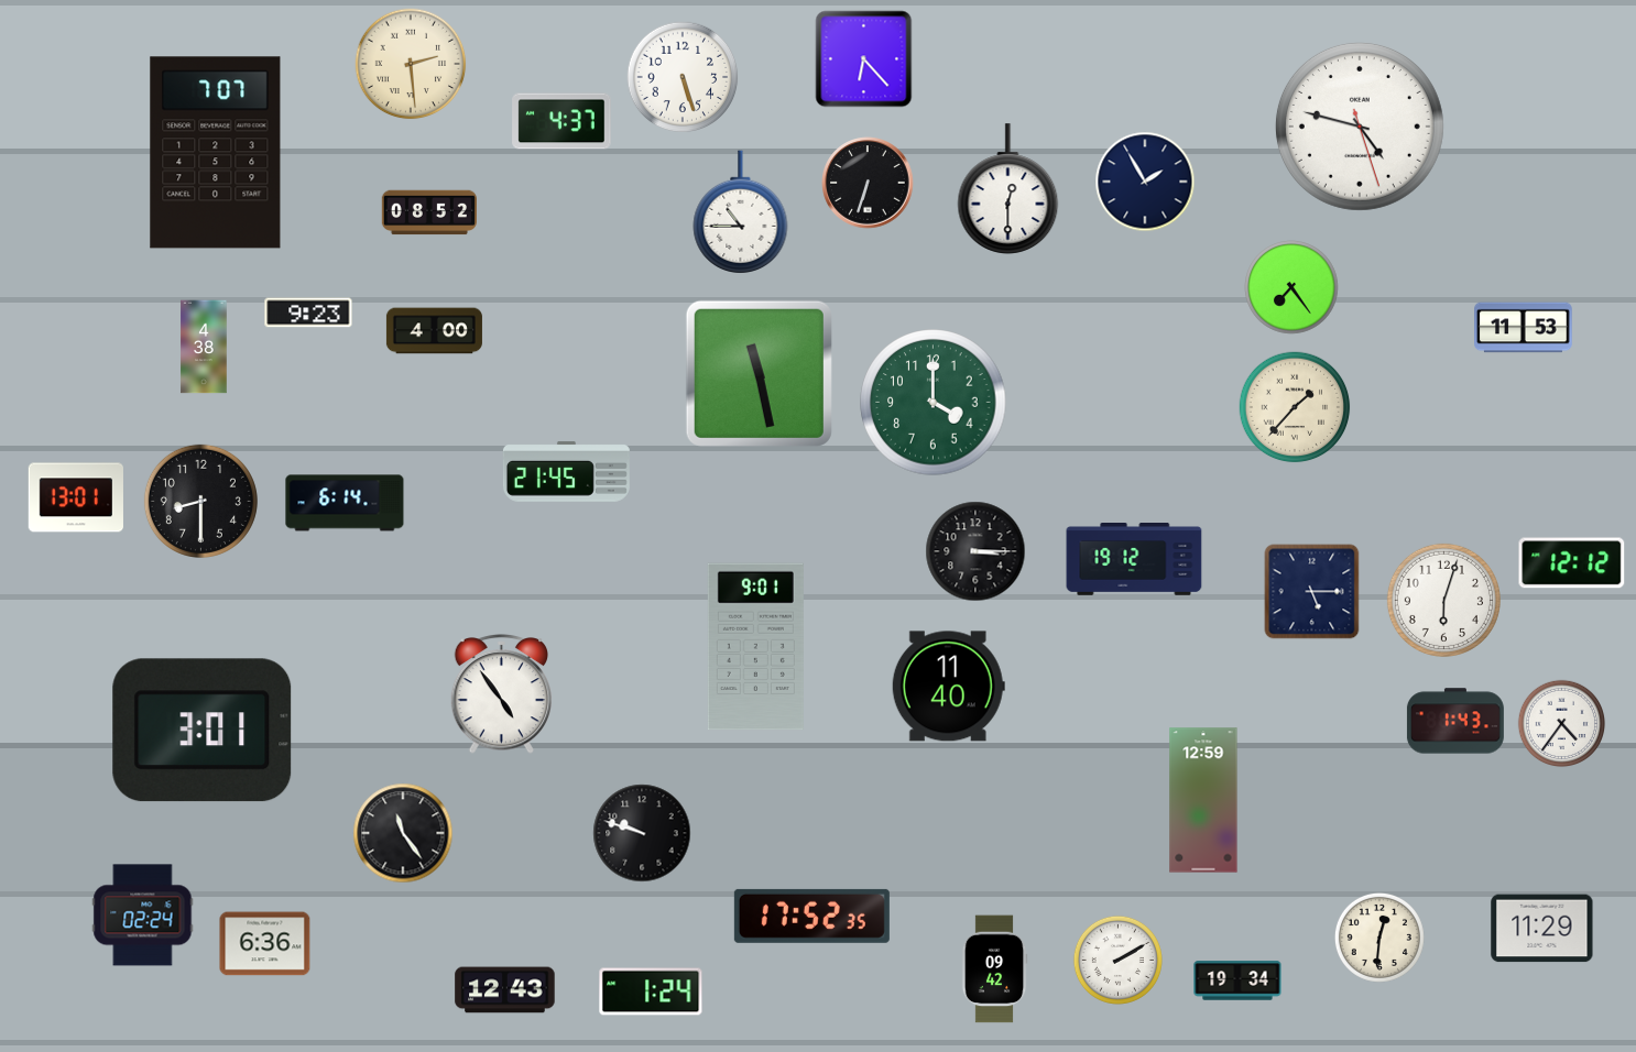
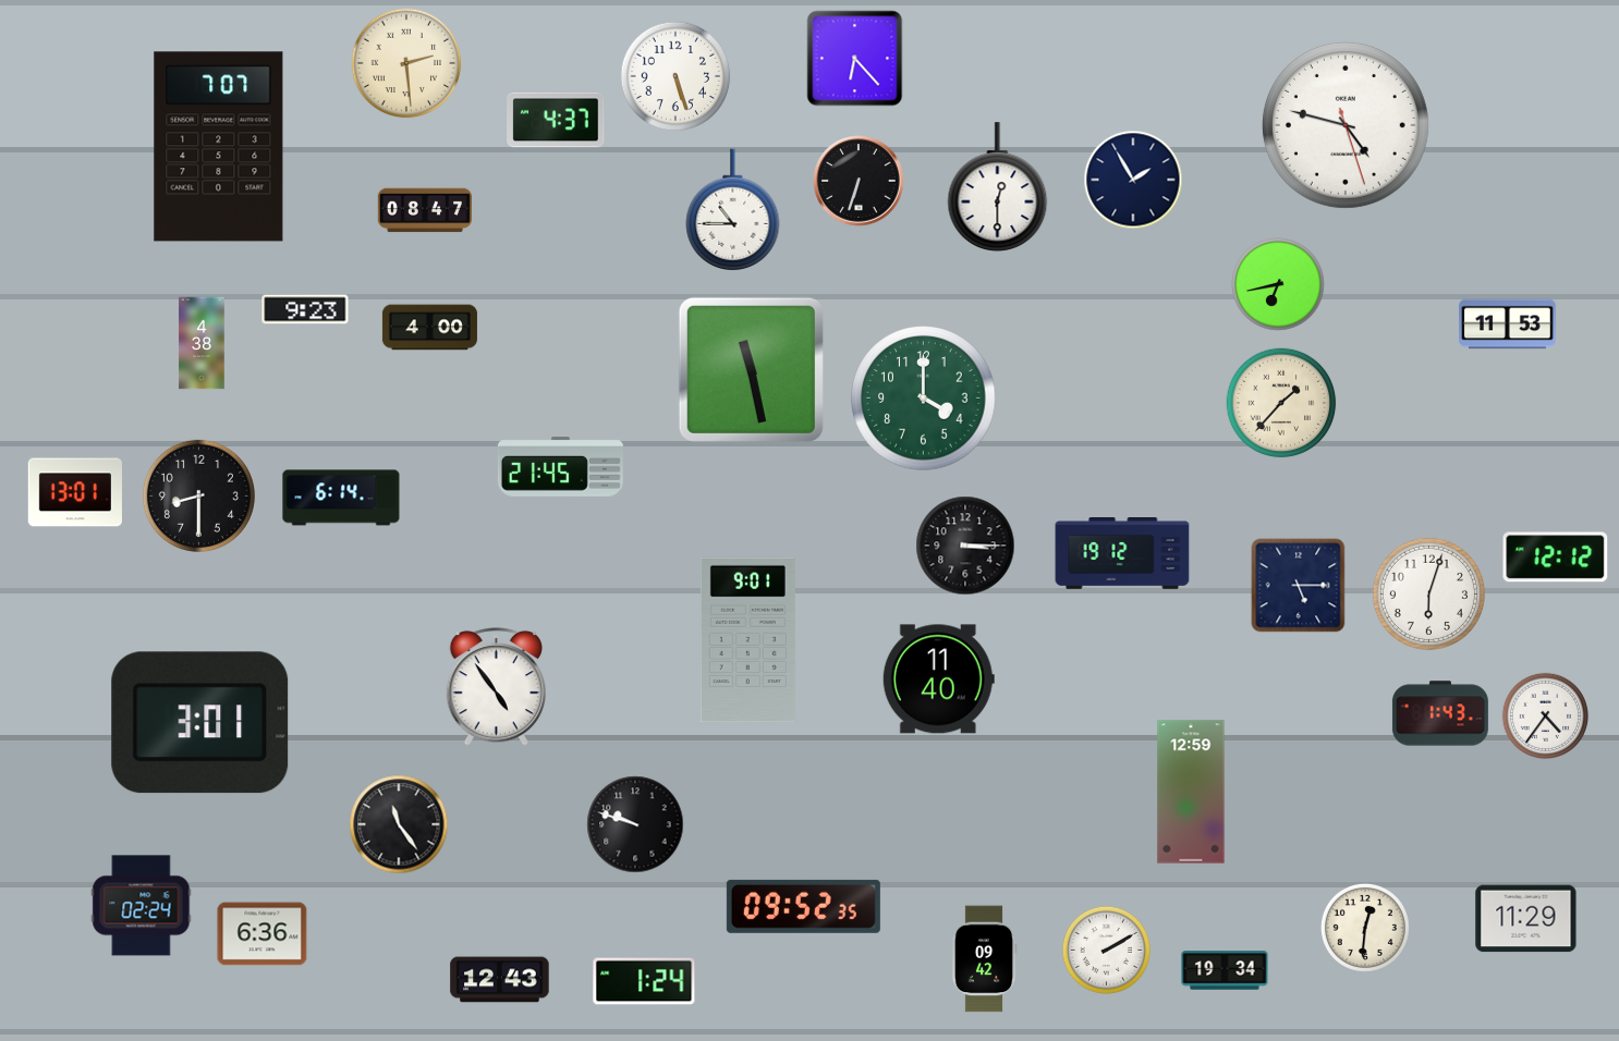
clock at (216, 153) position: (216, 153) -> (219, 147)
clock at (428, 212): 08:52 -> 08:47
clock at (1291, 287): 7:24 -> 6:43
clock at (811, 916): 17:52 -> 09:52
